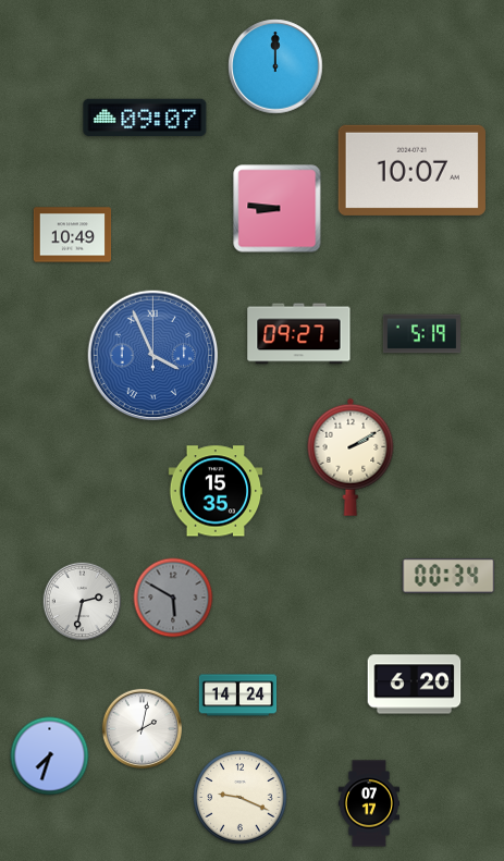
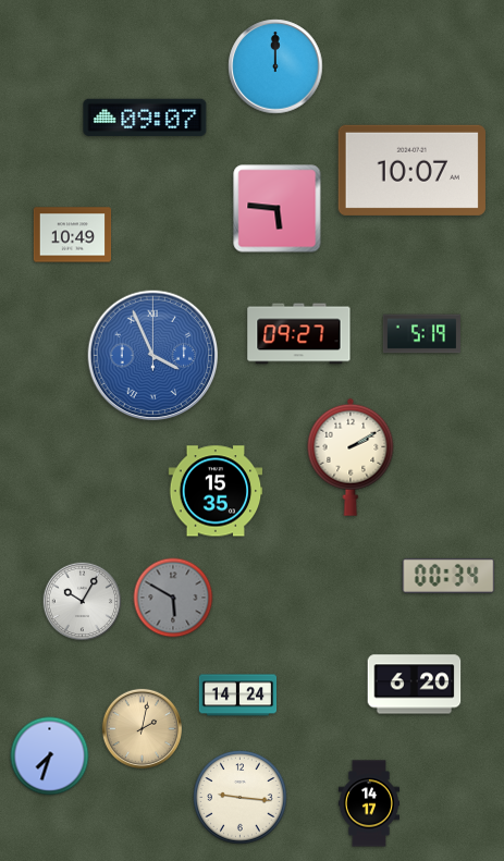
clock at (278, 209): 8:46 -> 5:46
clock at (83, 602): 2:32 -> 10:05
clock at (142, 728) dial: white -> champagne
clock at (241, 798): 9:19 -> 9:16
clock at (369, 803): 07:17 -> 14:17
